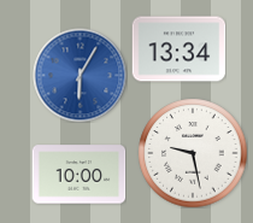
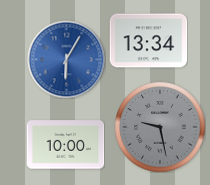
clock at (80, 75) position: (80, 75) -> (66, 59)
clock at (193, 153) dial: white -> grey
